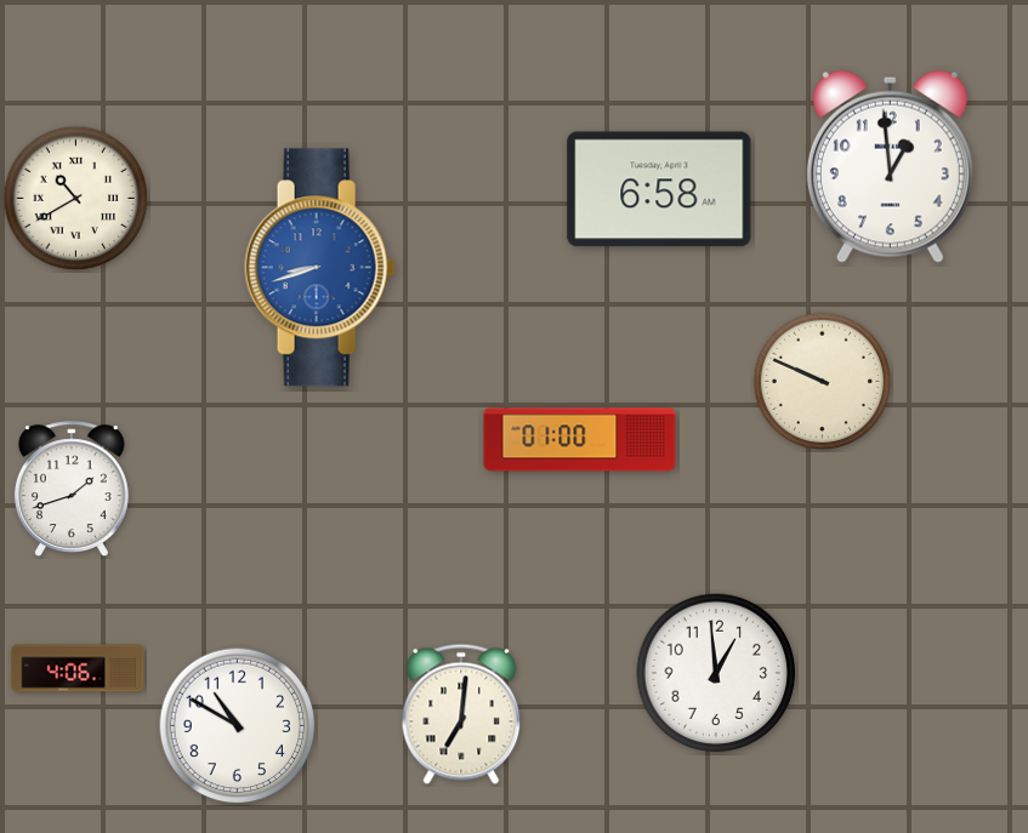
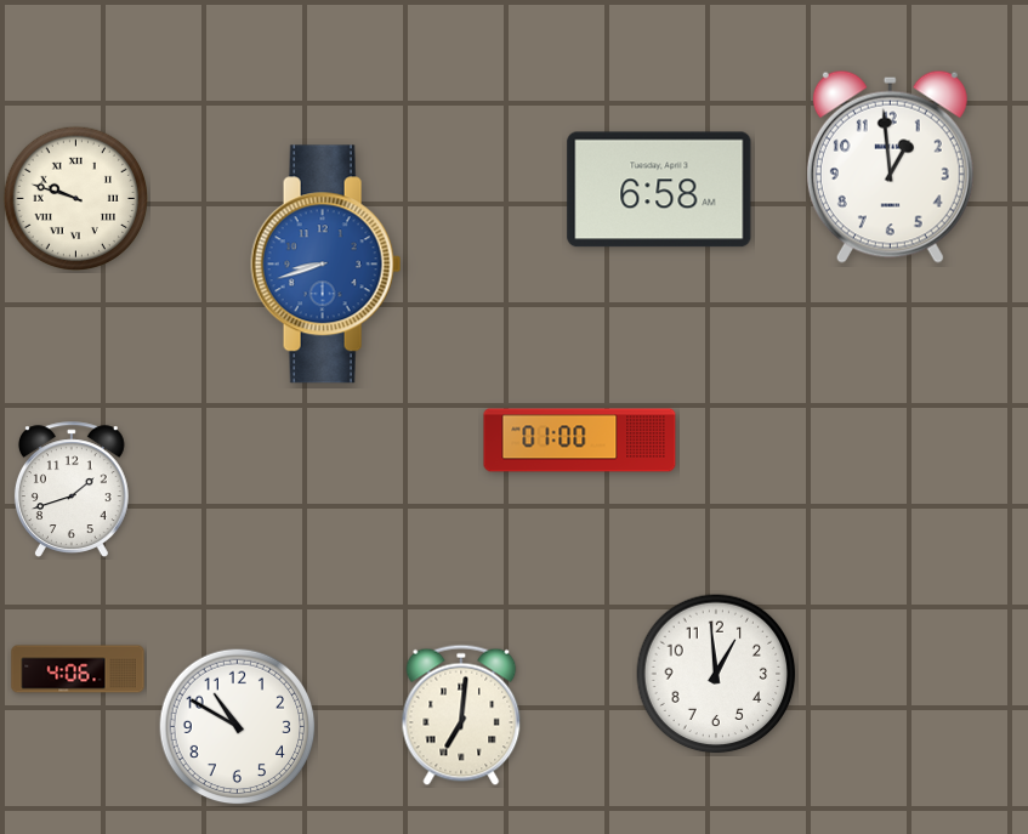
clock at (76, 199): 10:40 -> 9:48
clock at (320, 268) position: (320, 268) -> (326, 265)
clock at (822, 381): 9:49 -> none
